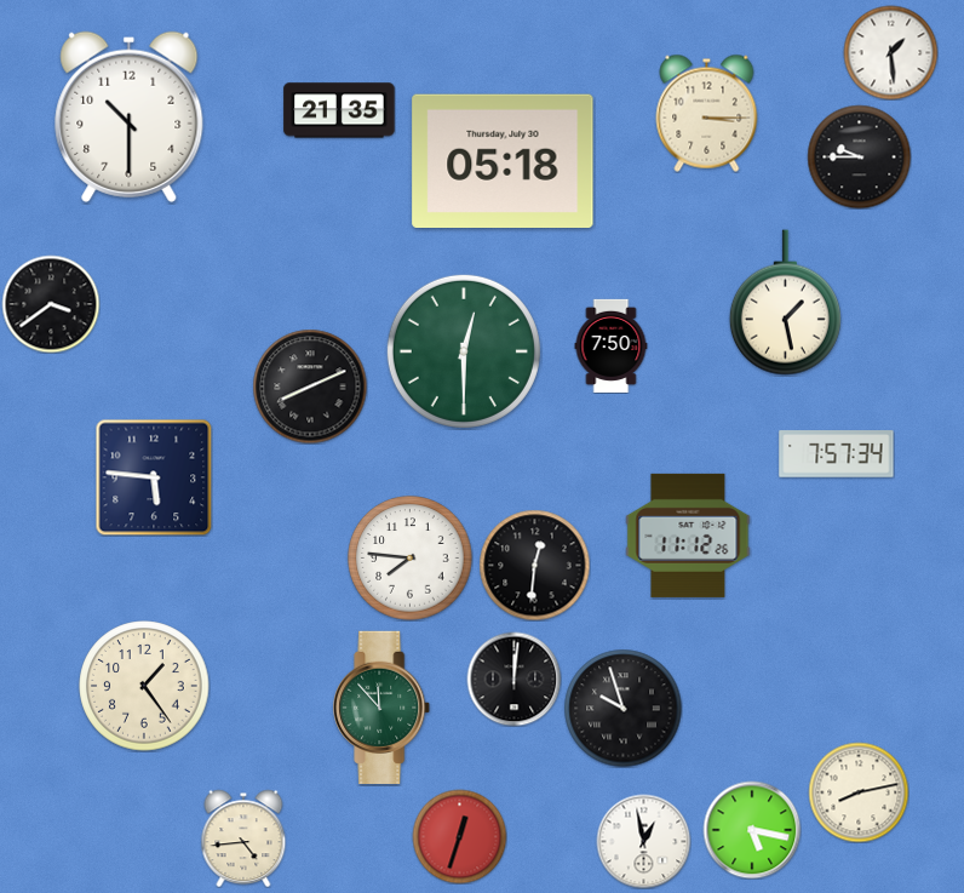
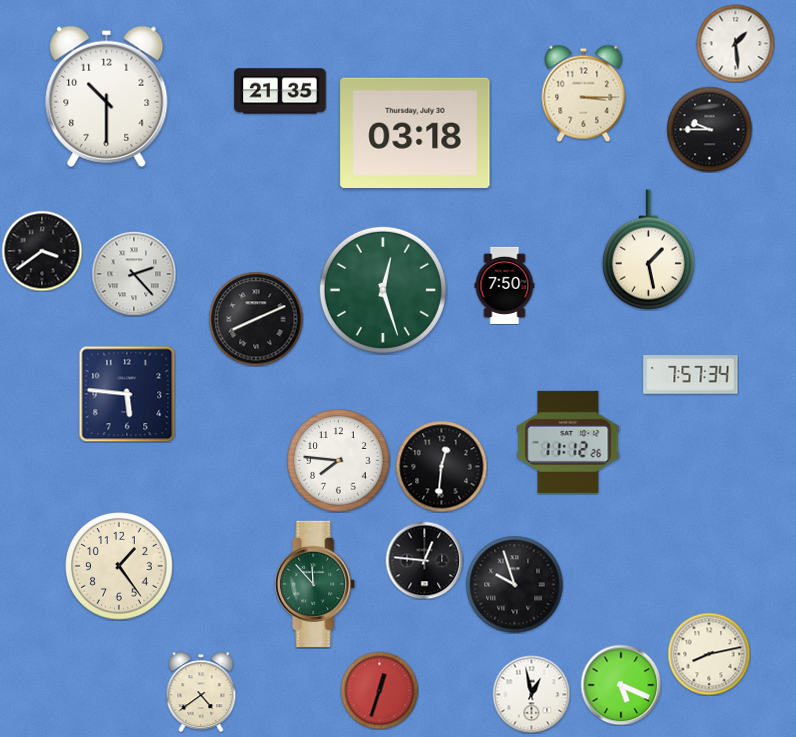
clock at (503, 160): 05:18 -> 03:18
clock at (134, 274): none -> 2:23
clock at (464, 351): 12:30 -> 12:27
clock at (513, 679): 12:01 -> 12:46
clock at (752, 830): 5:17 -> 5:19
clock at (243, 838): 4:44 -> 4:39
